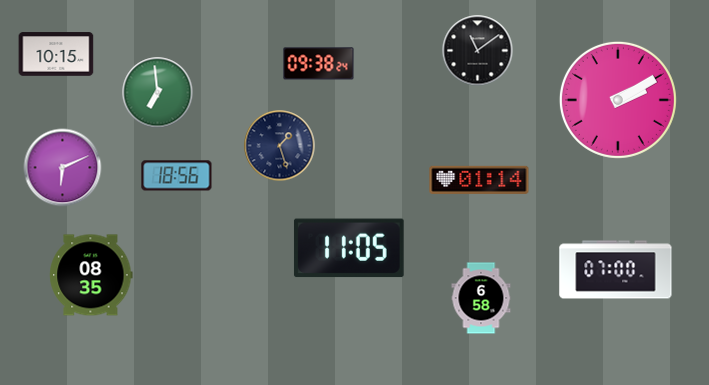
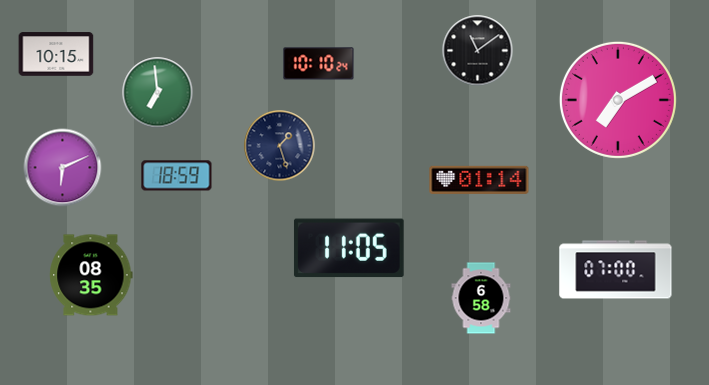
clock at (319, 64): 09:38 -> 10:10
clock at (618, 100): 2:10 -> 7:10
clock at (177, 176): 18:56 -> 18:59
